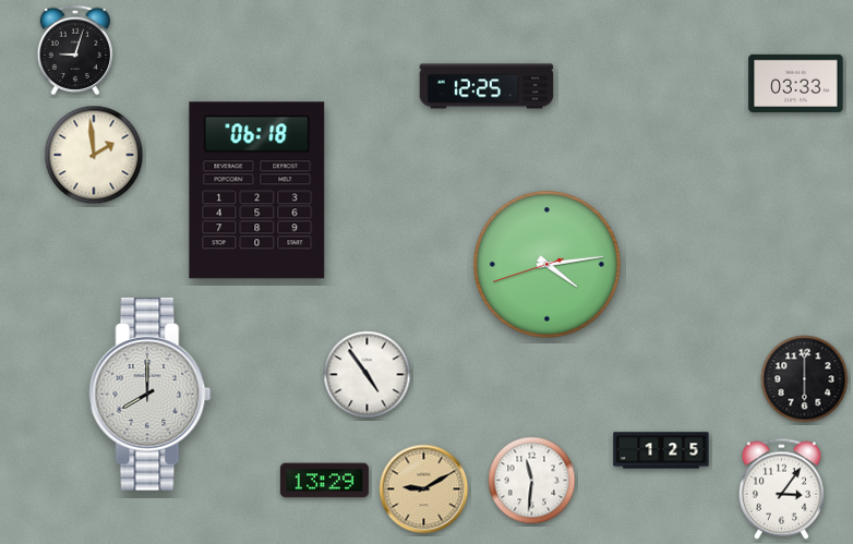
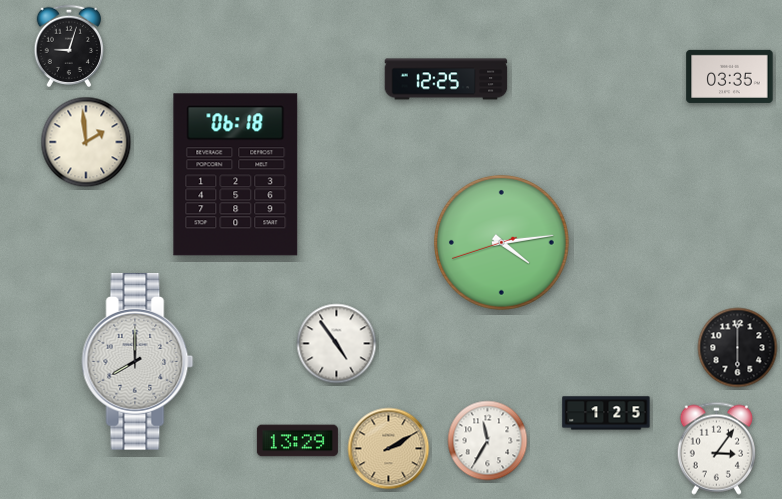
clock at (796, 83): 03:33 -> 03:35
clock at (532, 481): 11:31 -> 11:35
clock at (424, 489): 9:10 -> 2:10
